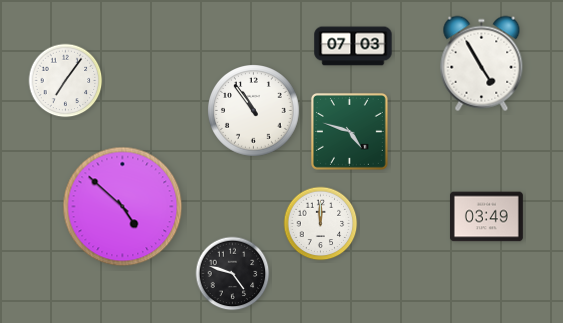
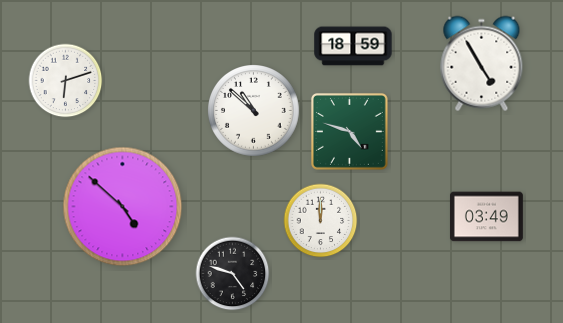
clock at (353, 46): 07:03 -> 18:59
clock at (66, 81): 7:06 -> 6:12
clock at (254, 111): 10:54 -> 10:52
clock at (321, 224) position: (321, 224) -> (321, 221)
